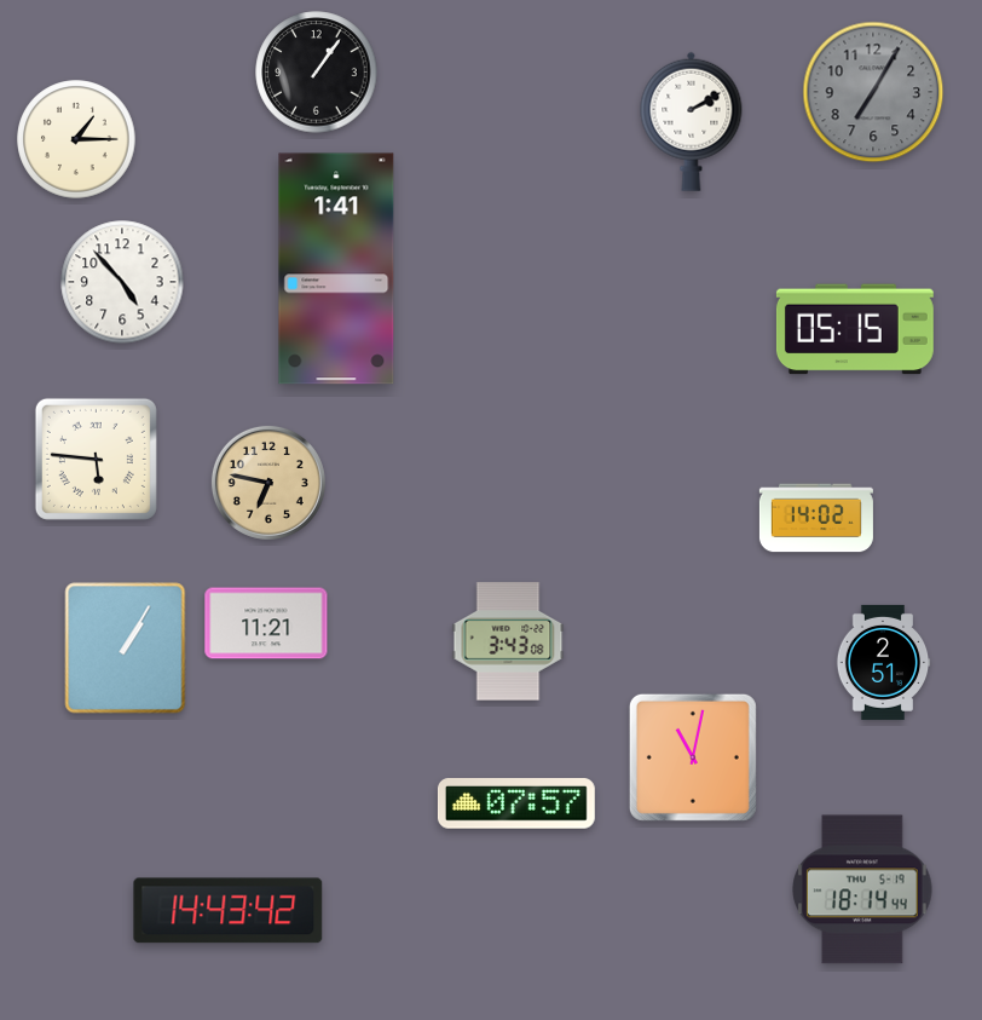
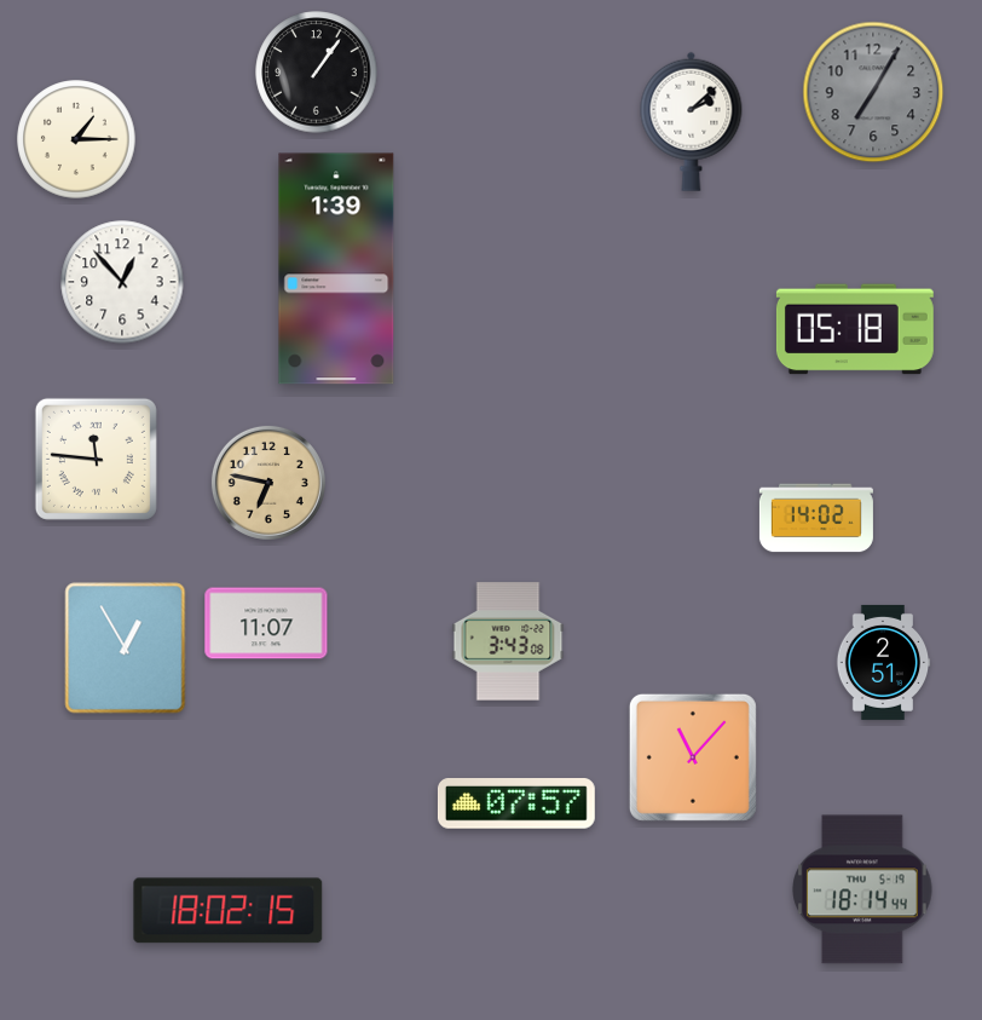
clock at (692, 121): 2:10 -> 2:08
clock at (336, 269): 1:41 -> 1:39
clock at (122, 282): 4:53 -> 12:53
clock at (855, 329): 05:15 -> 05:18
clock at (96, 459): 5:46 -> 11:46
clock at (266, 623): 11:21 -> 11:07
clock at (126, 649): 1:05 -> 12:55
clock at (693, 757): 11:02 -> 11:07
clock at (229, 911): 14:43 -> 18:02
